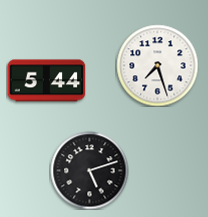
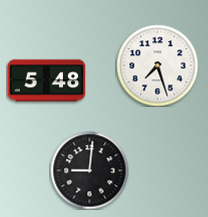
clock at (46, 81): 5:44 -> 5:48
clock at (89, 170): 5:12 -> 9:01
